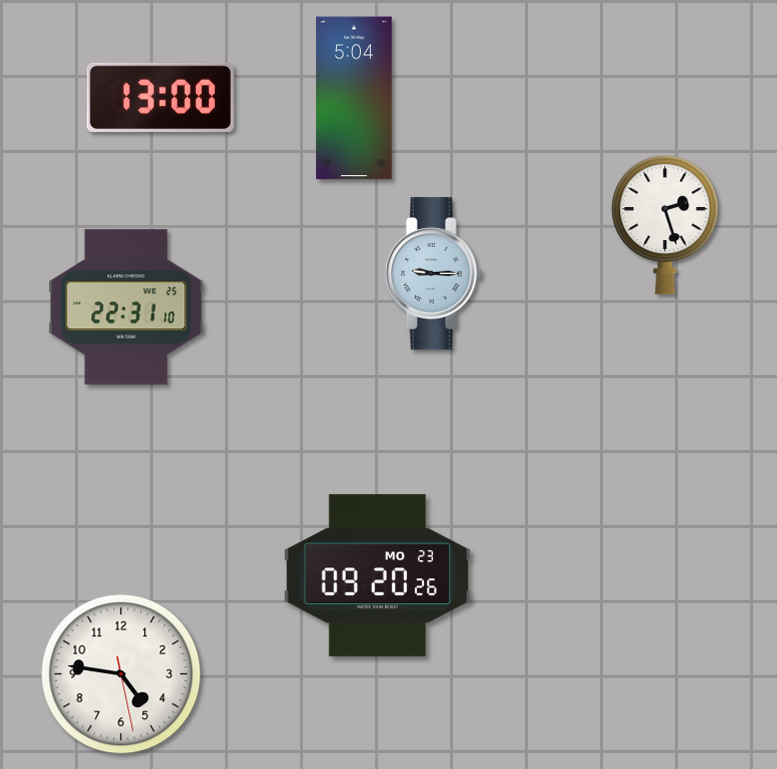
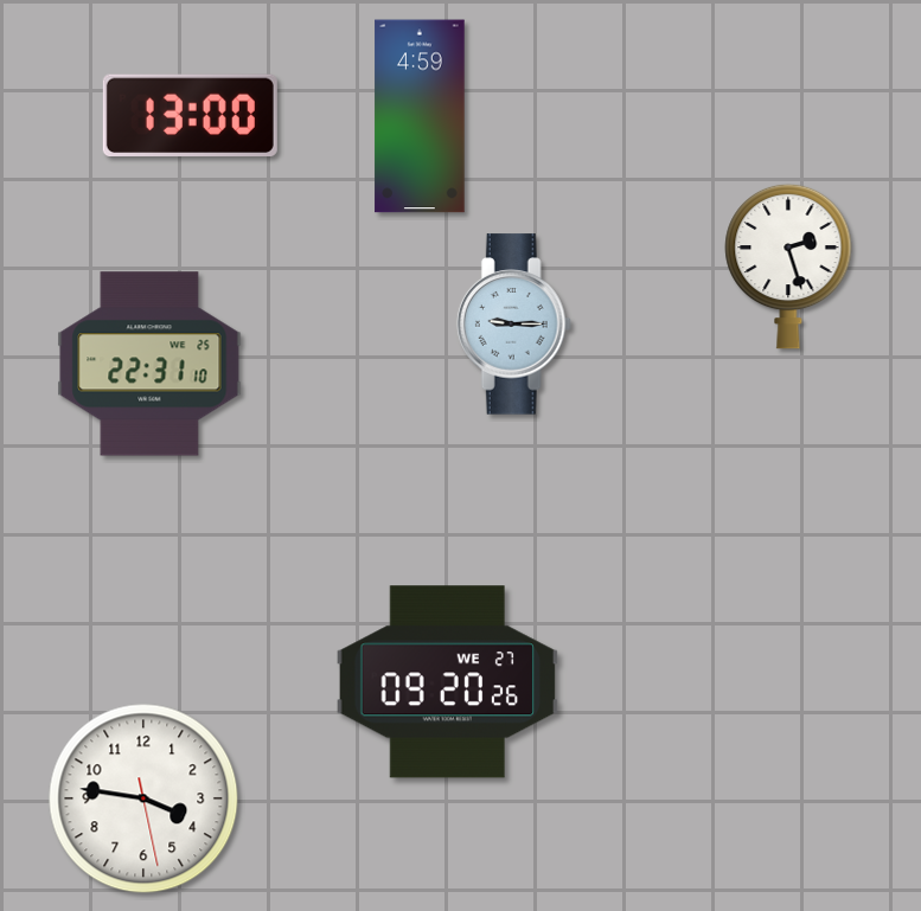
clock at (354, 98): 5:04 -> 4:59
clock at (378, 576) date: MO 23 -> WE 27
clock at (121, 674): 4:46 -> 3:46
